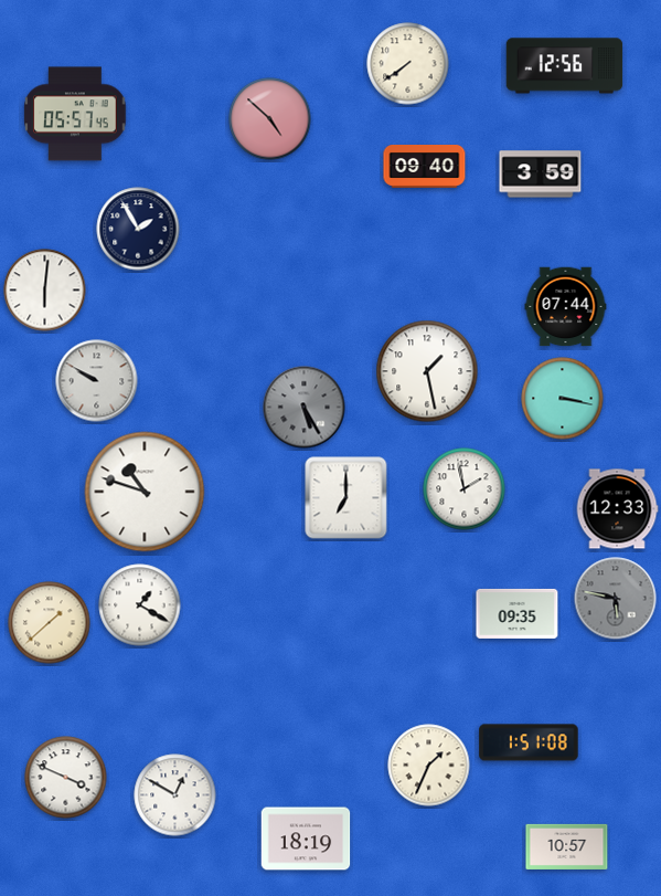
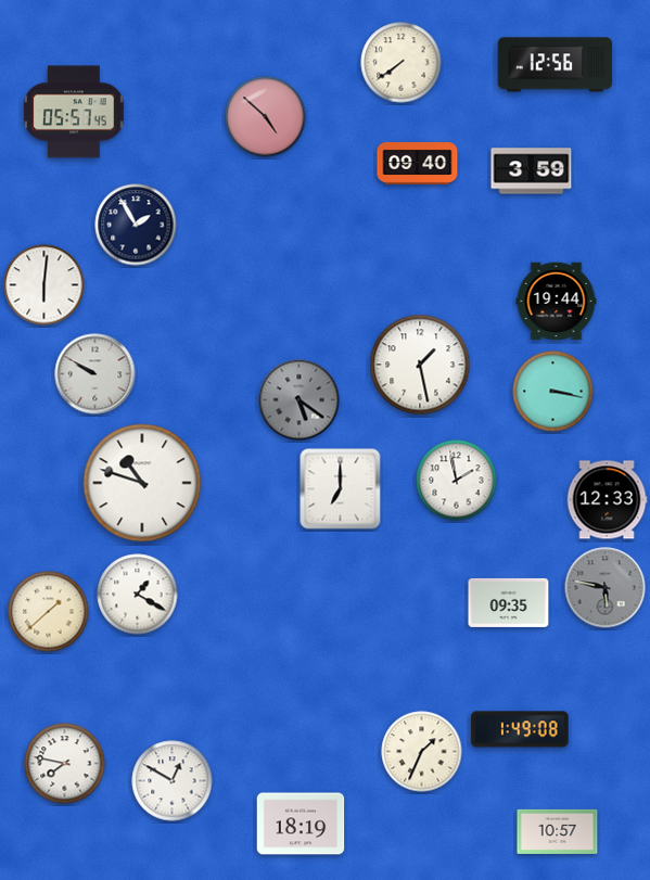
clock at (566, 307): 07:44 -> 19:44
clock at (305, 408): 5:25 -> 5:21
clock at (529, 742): 1:51 -> 1:49
clock at (66, 778): 3:49 -> 7:47
